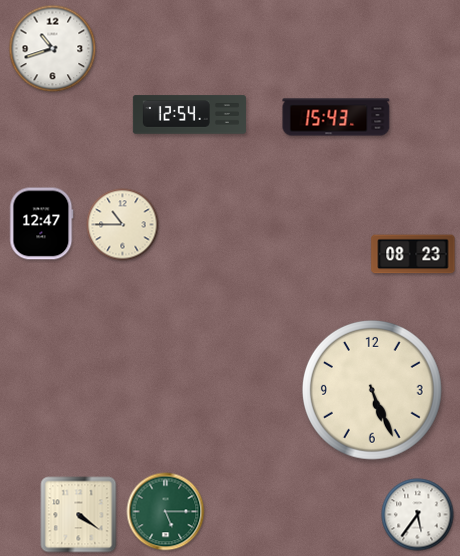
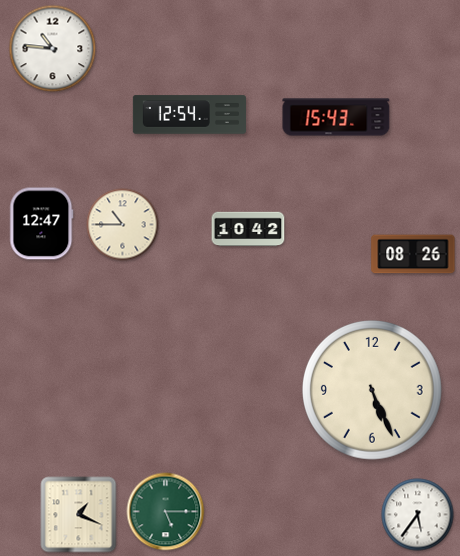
clock at (53, 49): 10:42 -> 10:46
clock at (248, 229): none -> 10:42
clock at (413, 254): 08:23 -> 08:26
clock at (79, 515): 4:21 -> 1:19
